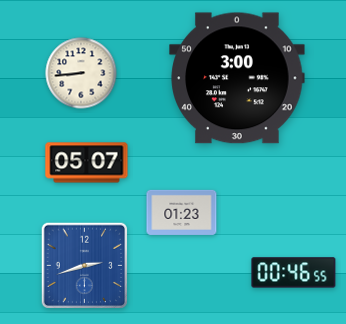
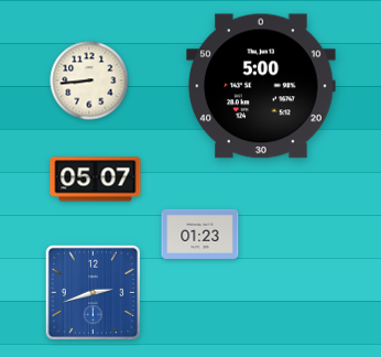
clock at (237, 78): 3:00 -> 5:00
clock at (294, 273): 00:46 -> none
